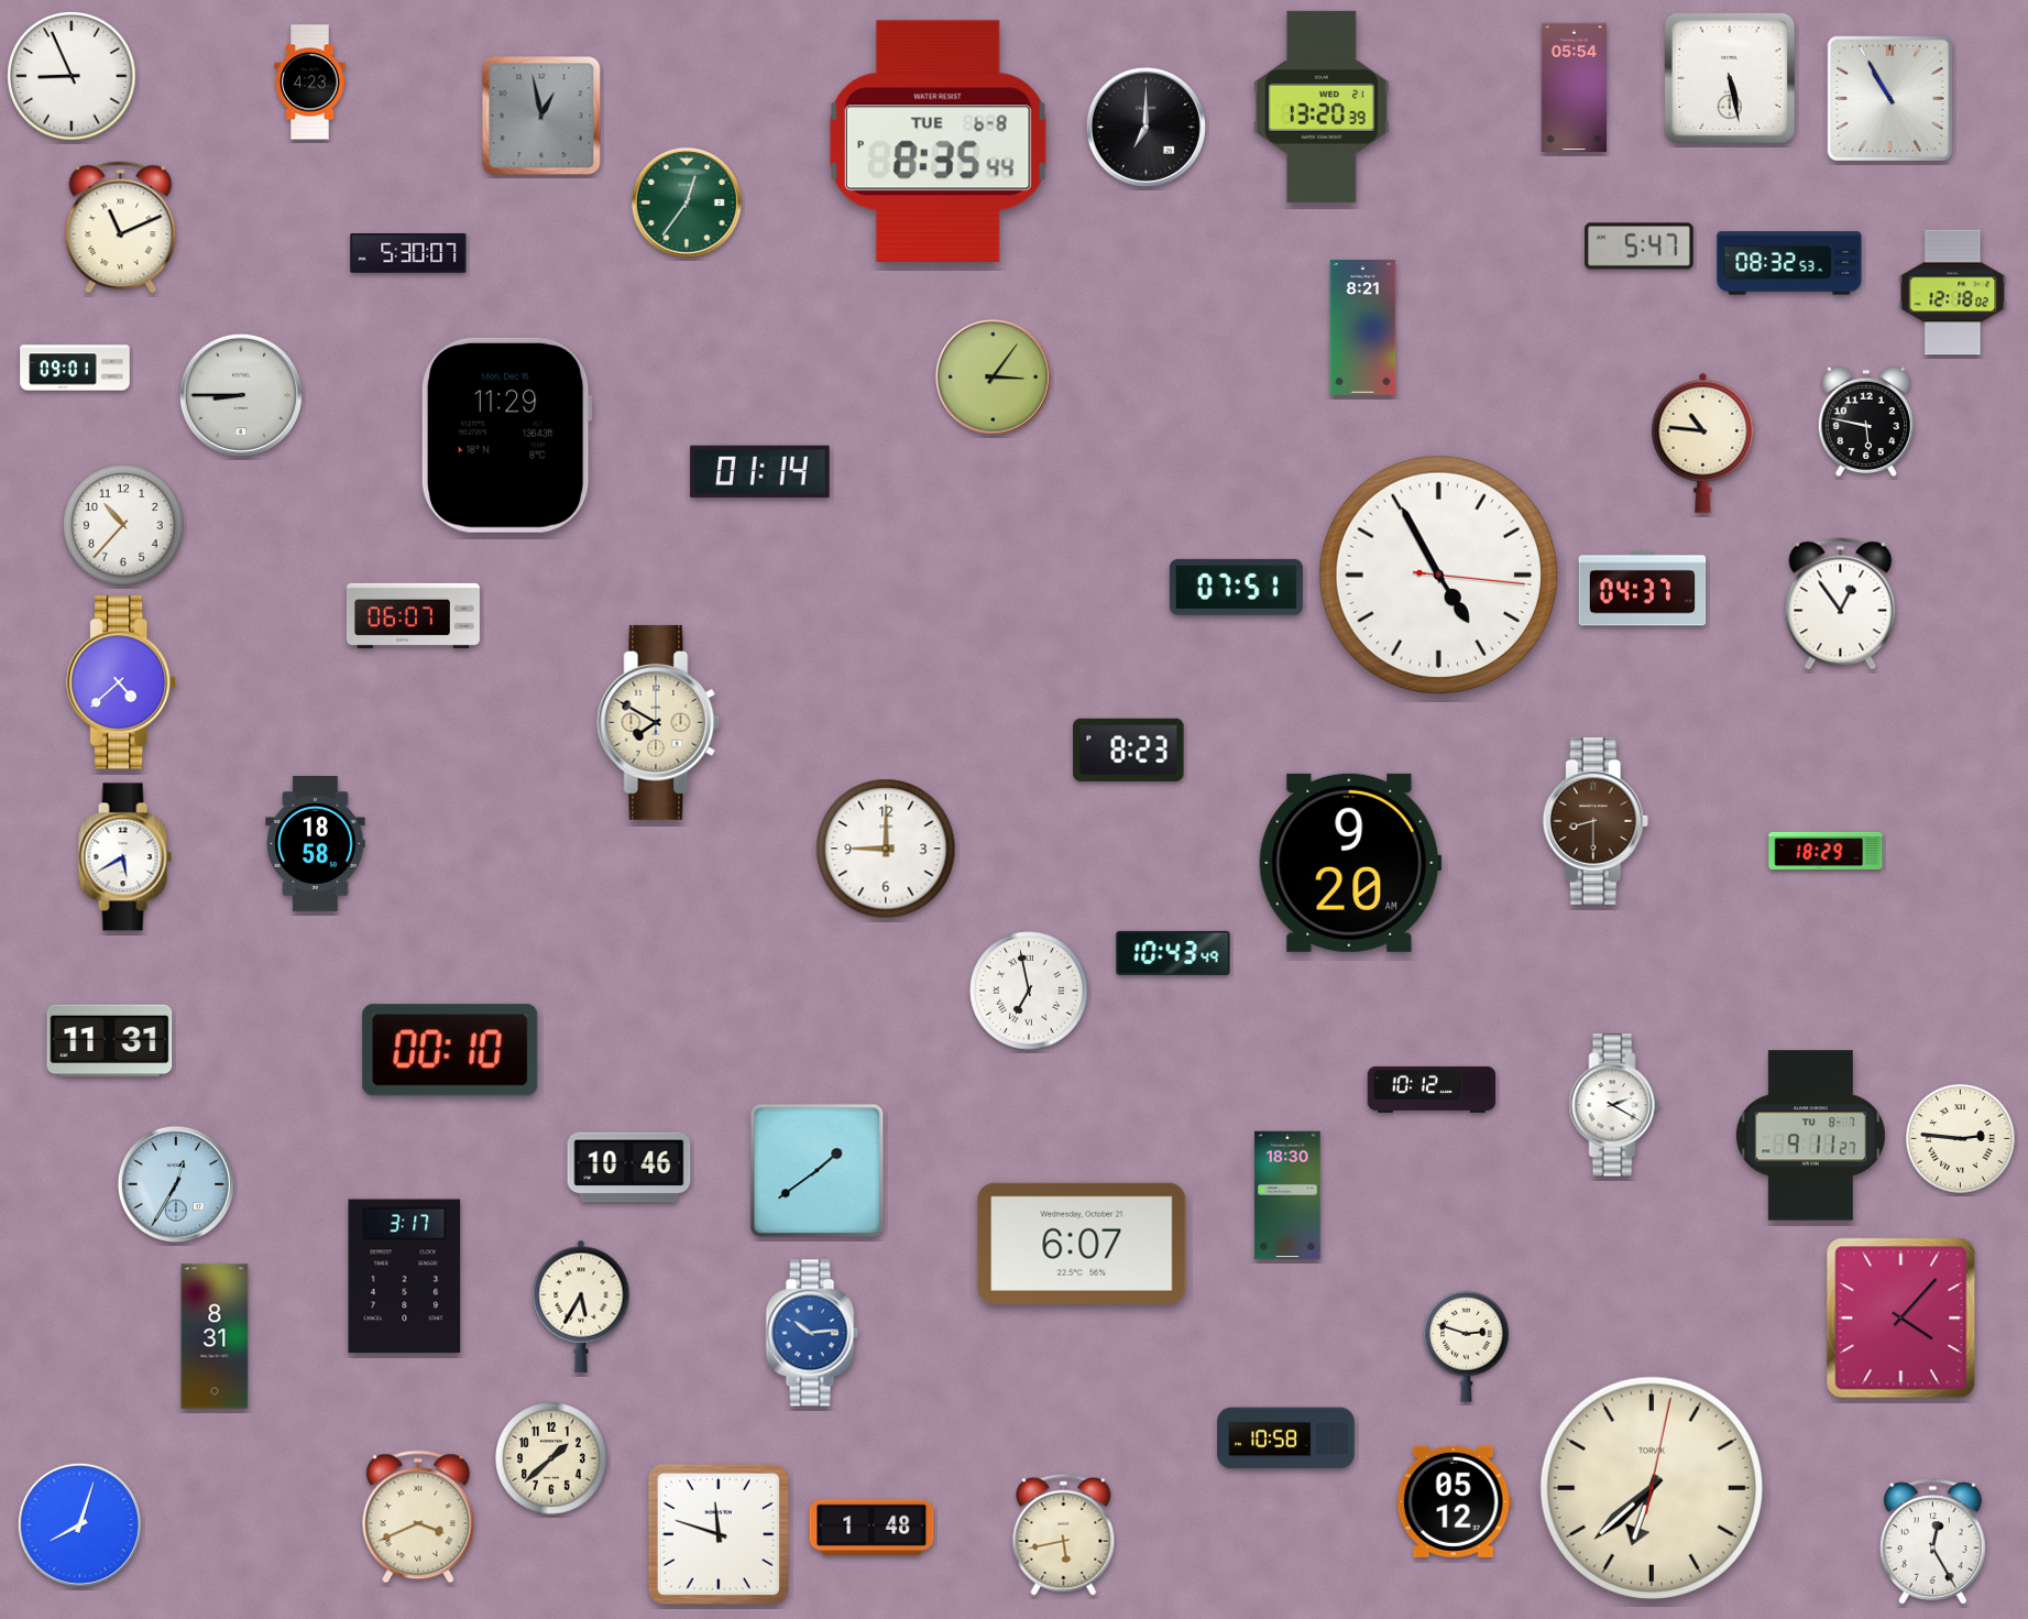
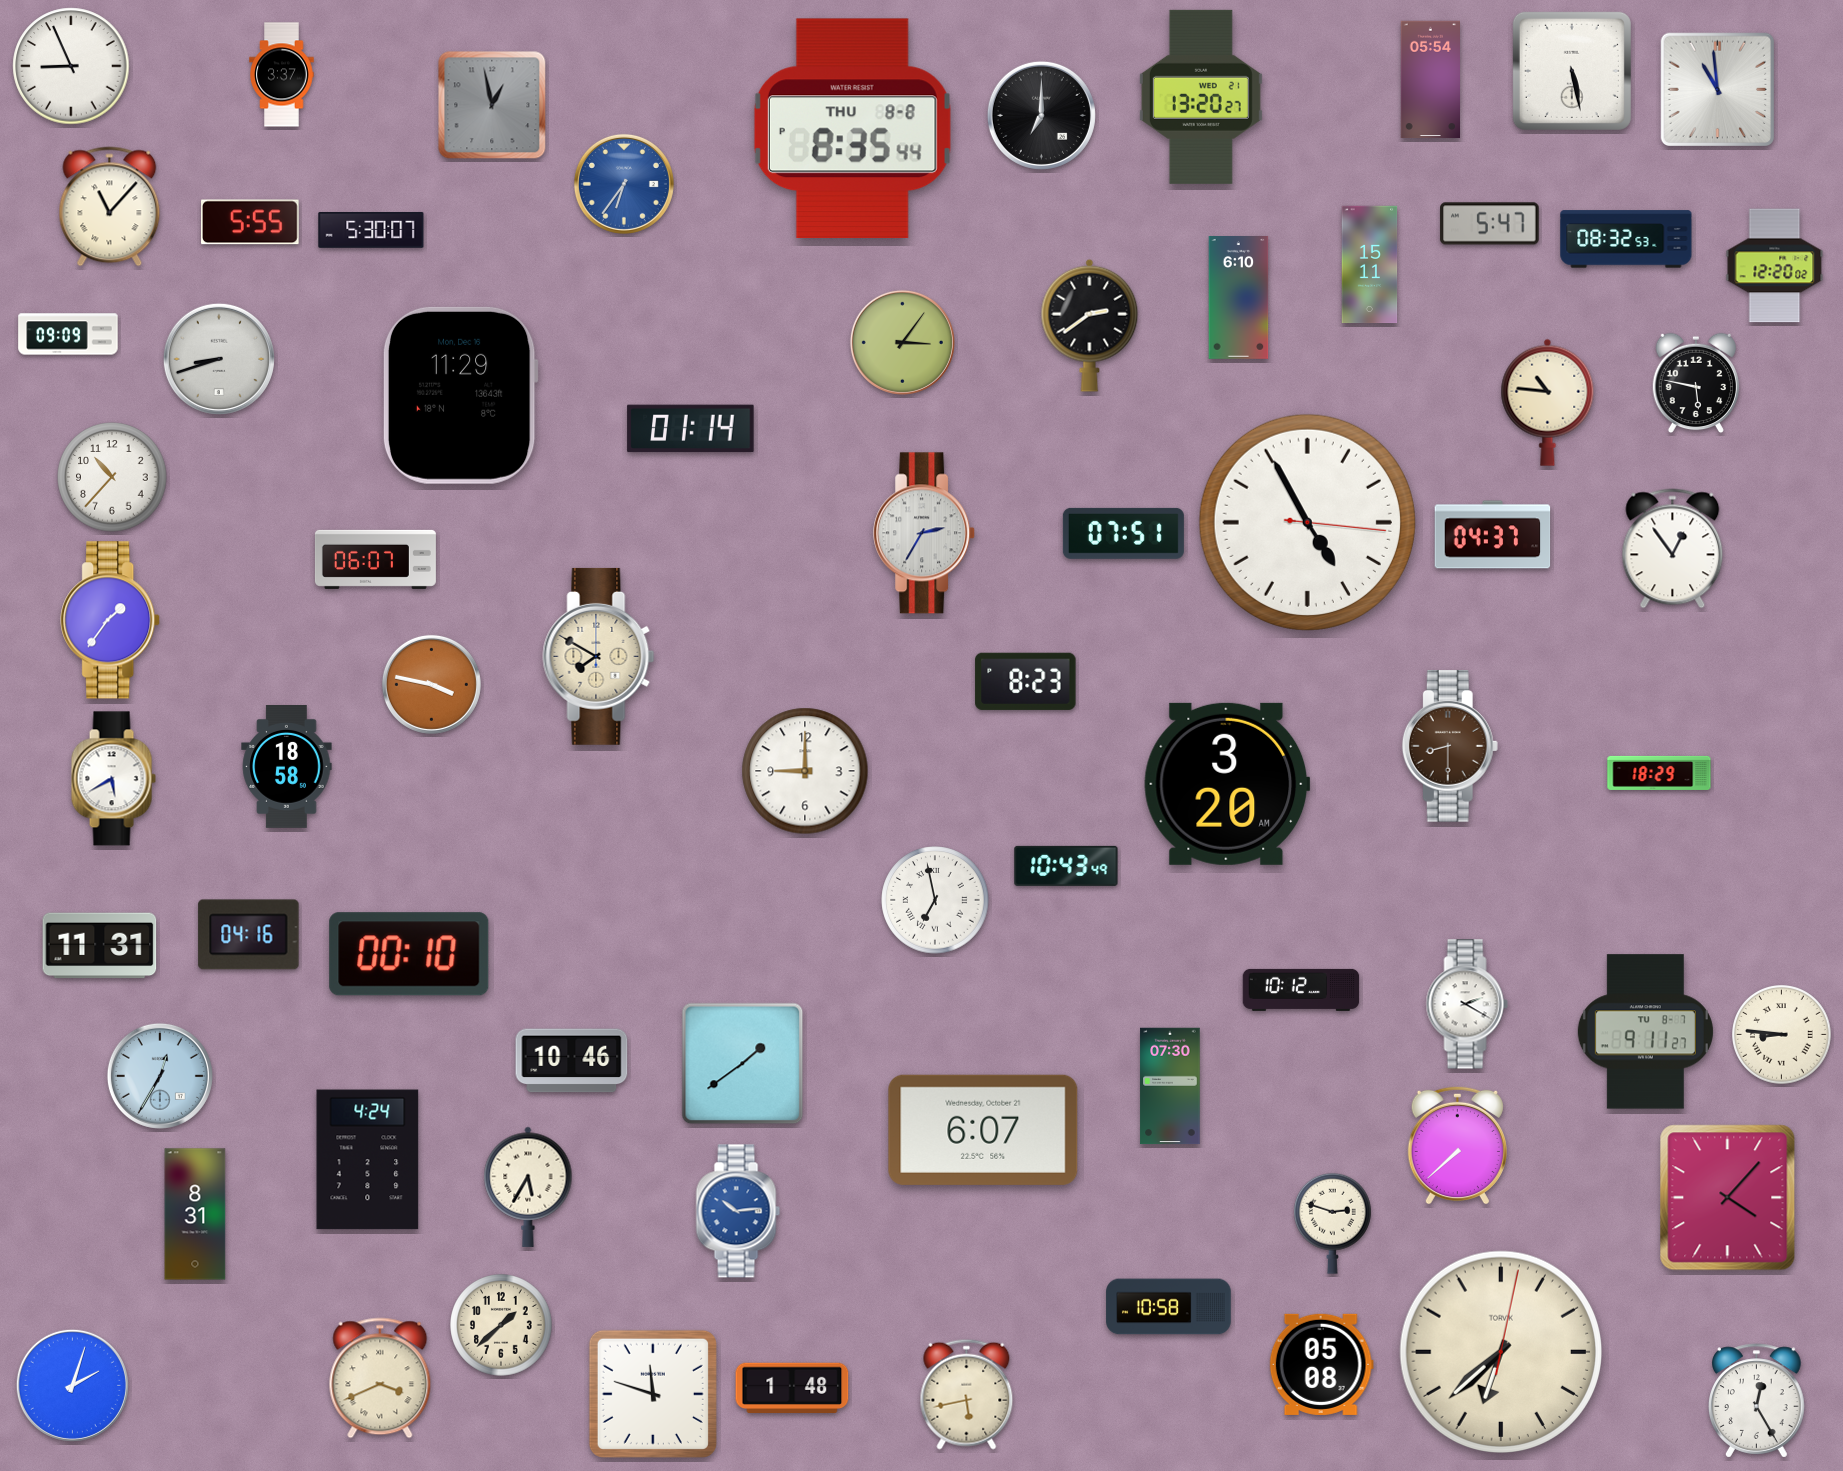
clock at (72, 76) position: (72, 76) -> (71, 66)
clock at (310, 83): 4:23 -> 3:37
clock at (1889, 98): 10:55 -> 10:59
clock at (1322, 107): 13:20:39 -> 13:20:27
clock at (938, 141) date: TUE 6-8 -> THU 8-8
clock at (687, 203): 12:36 -> 6:36
clock at (687, 203) dial: green -> blue
clock at (121, 228): 11:11 -> 11:07
clock at (251, 222): none -> 5:55
clock at (1370, 265): none -> 15:11
clock at (1953, 293): 12:18 -> 12:20
clock at (1363, 328): 8:21 -> 6:10
clock at (1090, 325): none -> 2:39
clock at (75, 368): 09:01 -> 09:09
clock at (241, 395): 8:45 -> 8:42
clock at (925, 533): none -> 2:35
clock at (122, 682): 4:38 -> 1:36
clock at (431, 684): none -> 3:47
clock at (1350, 863): 9:20 -> 3:20
clock at (249, 935): none -> 04:16
clock at (1961, 1139): 2:46 -> 8:46
clock at (1287, 1195): 18:30 -> 07:30
clock at (1457, 1145): none -> 7:38
clock at (405, 1277): 3:17 -> 4:24
clock at (1454, 1501): 05:12 -> 05:08
clock at (79, 1524): 8:03 -> 2:03
